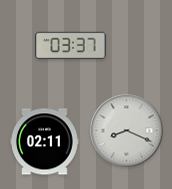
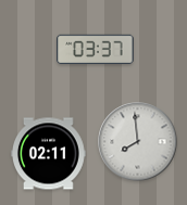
clock at (71, 46) position: (71, 46) -> (96, 50)
clock at (127, 131): 8:19 -> 7:59
